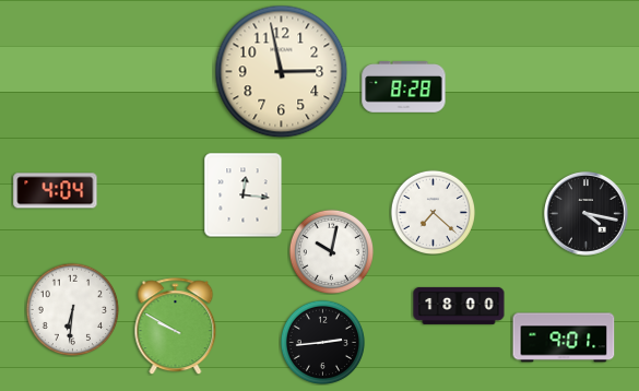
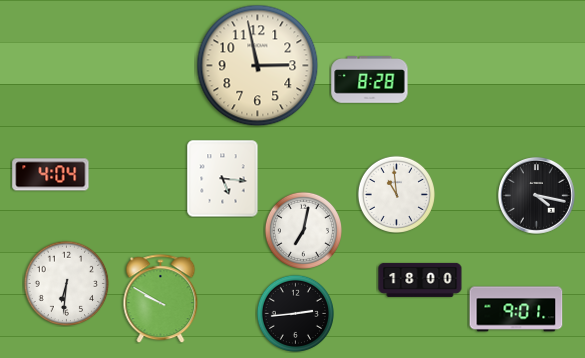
clock at (244, 194): 12:16 -> 5:16
clock at (433, 212): 7:22 -> 10:59
clock at (331, 251): 10:02 -> 7:02
